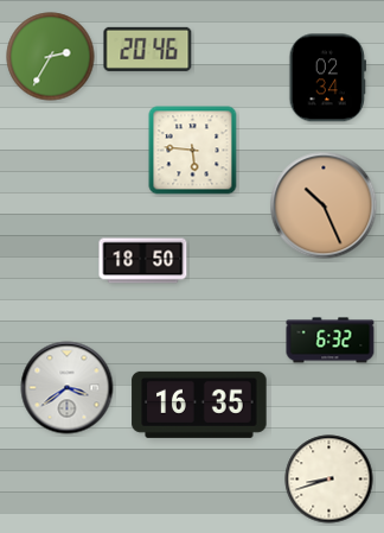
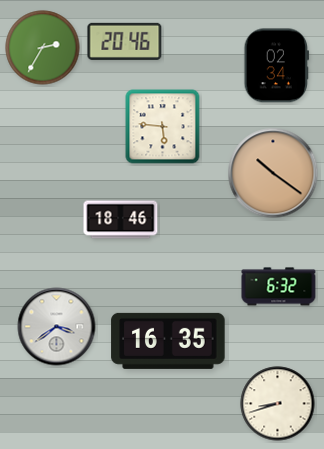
clock at (324, 205): 10:26 -> 10:21
clock at (143, 261): 18:50 -> 18:46
